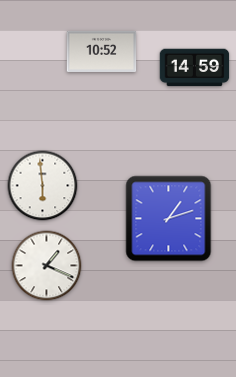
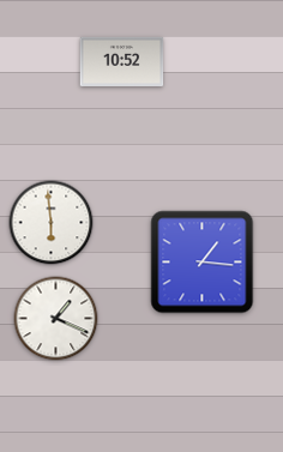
clock at (195, 68): 14:59 -> none
clock at (169, 219): 1:12 -> 1:16
